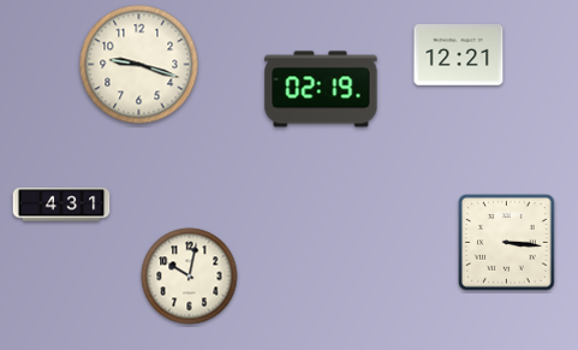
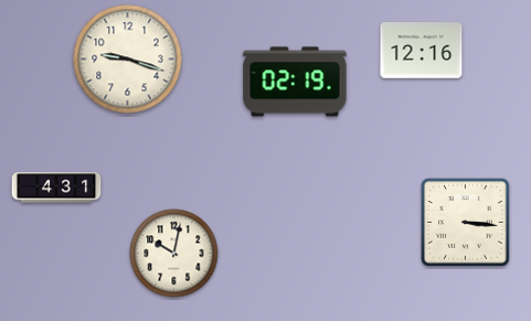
clock at (459, 55): 12:21 -> 12:16
